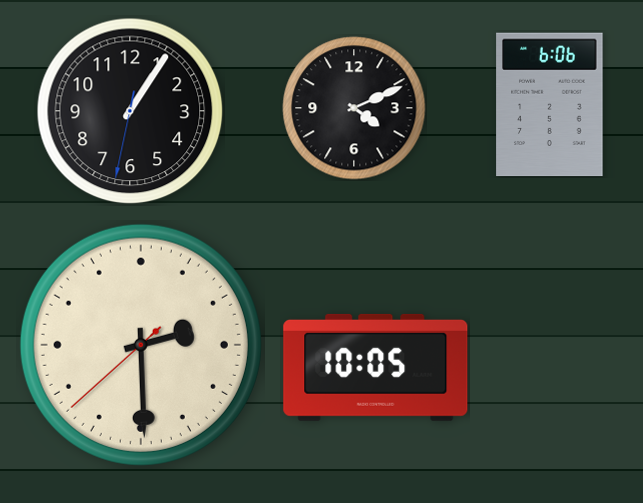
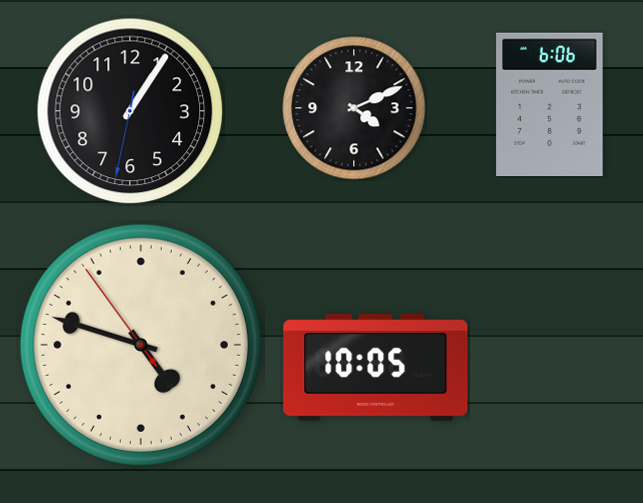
clock at (141, 345): 2:29 -> 4:47
